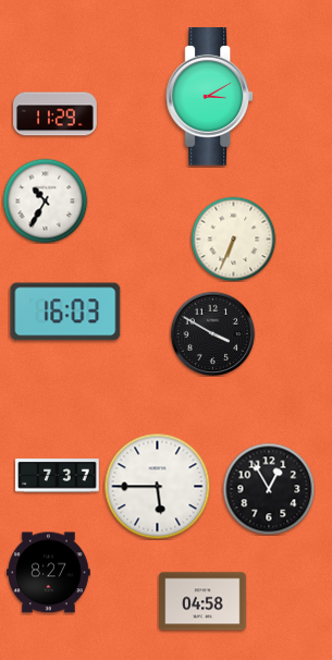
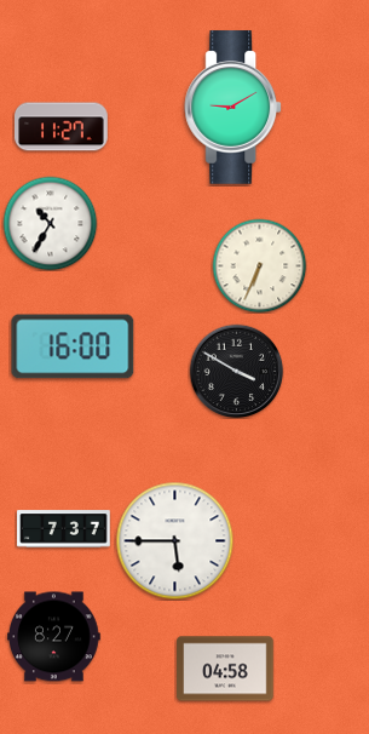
clock at (210, 97): 3:10 -> 9:10
clock at (56, 114): 11:29 -> 11:27
clock at (65, 311): 16:03 -> 16:00
clock at (269, 489): 12:55 -> none
